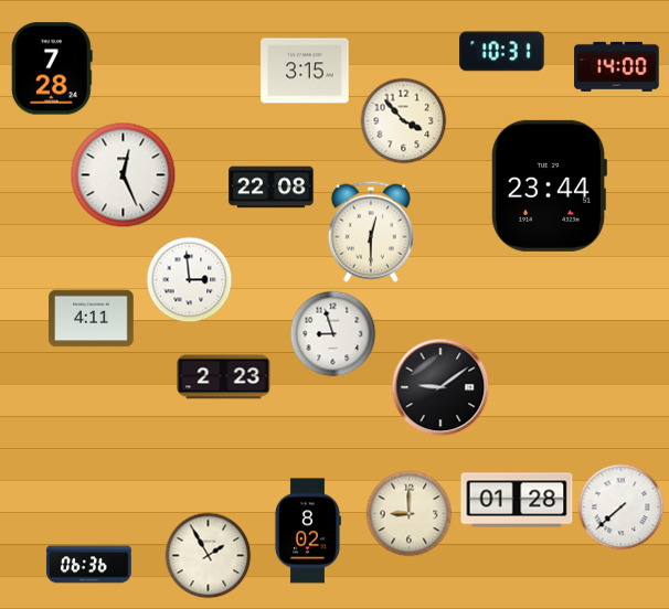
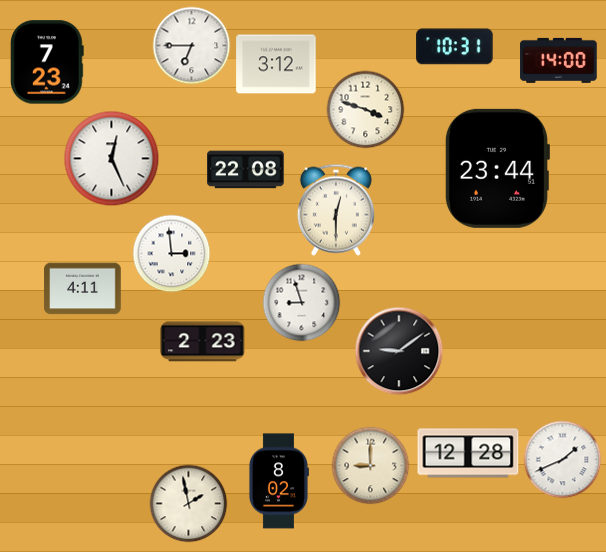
clock at (191, 45): none -> 6:45
clock at (52, 68): 7:28 -> 7:23
clock at (305, 71): 3:15 -> 3:12
clock at (403, 120): 3:53 -> 3:48
clock at (517, 500): 01:28 -> 12:28
clock at (620, 506): 7:38 -> 1:41
clock at (208, 555): 1:55 -> 1:58
clock at (89, 565): 06:36 -> none
